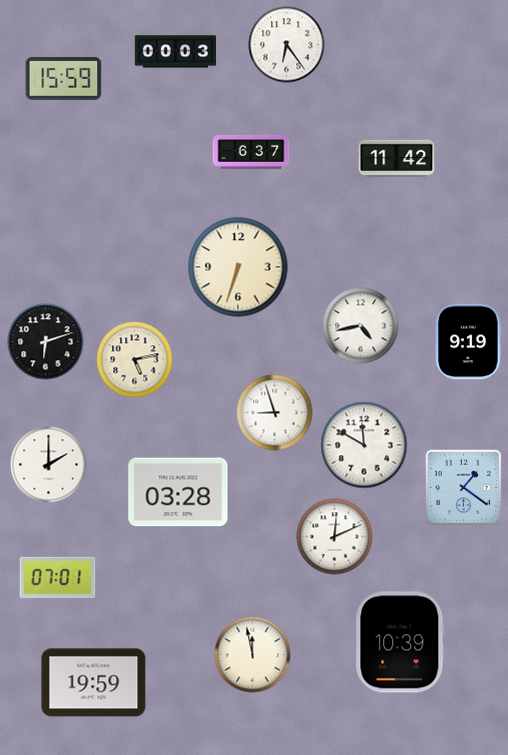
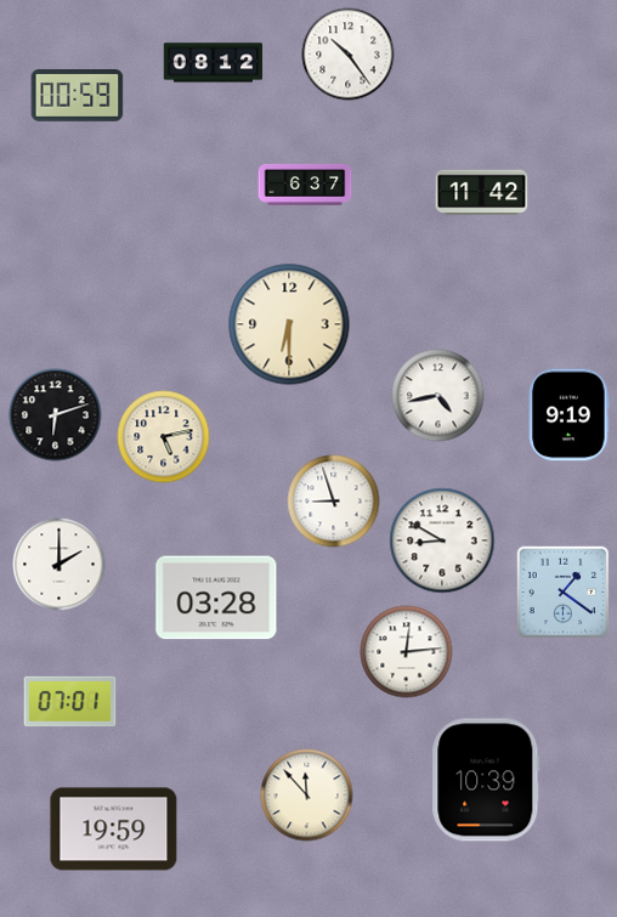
clock at (287, 45): 6:24 -> 10:24
clock at (176, 52): 00:03 -> 08:12
clock at (64, 79): 15:59 -> 00:59
clock at (238, 267): 6:33 -> 6:30
clock at (364, 445): 11:50 -> 8:50
clock at (335, 537): 12:11 -> 12:14
clock at (253, 655): 11:58 -> 11:53
